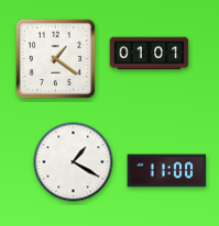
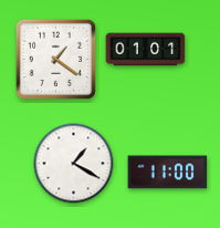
clock at (150, 54) position: (150, 54) -> (146, 50)
